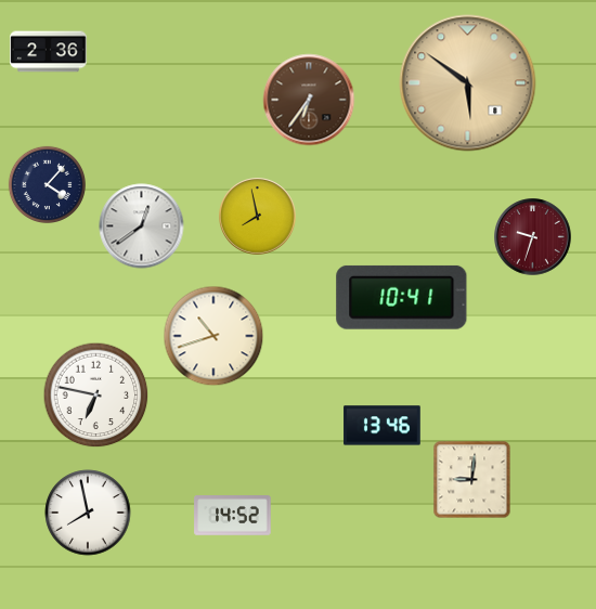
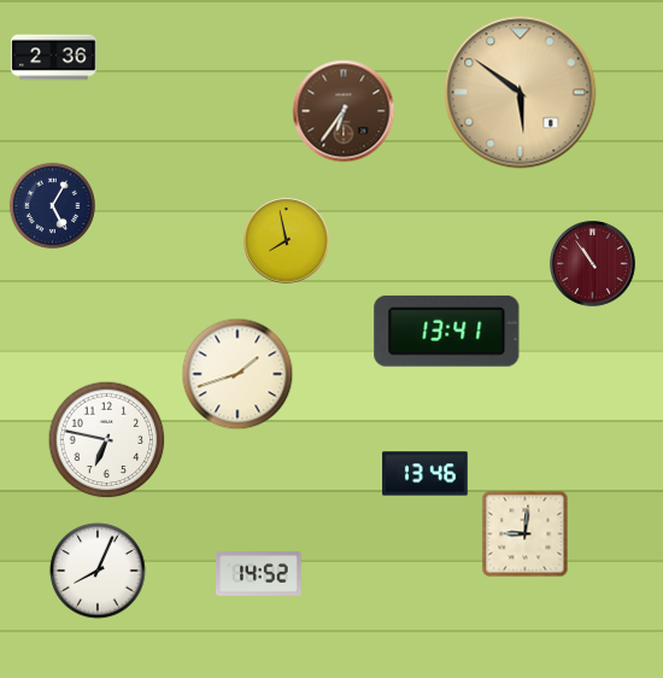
clock at (47, 184): 4:07 -> 5:05
clock at (142, 226): 12:39 -> none
clock at (533, 237): 9:33 -> 10:54
clock at (402, 297): 10:41 -> 13:41
clock at (213, 336): 10:42 -> 1:42
clock at (88, 513): 7:58 -> 8:04
